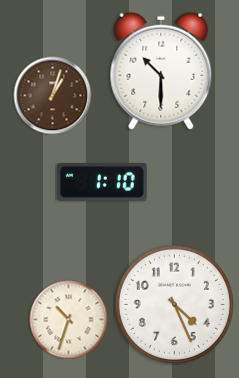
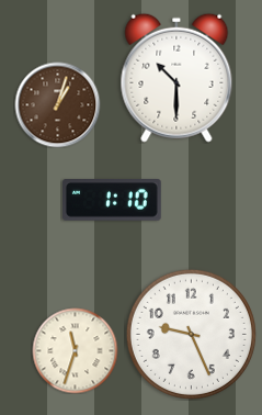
clock at (174, 304): 4:26 -> 9:26
clock at (68, 319): 10:33 -> 11:33
